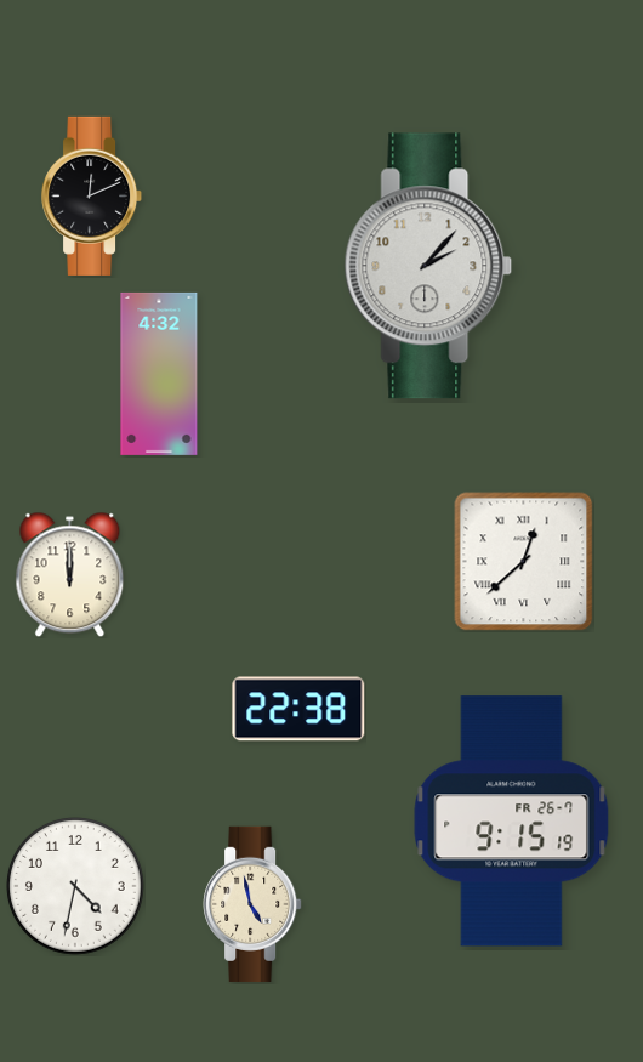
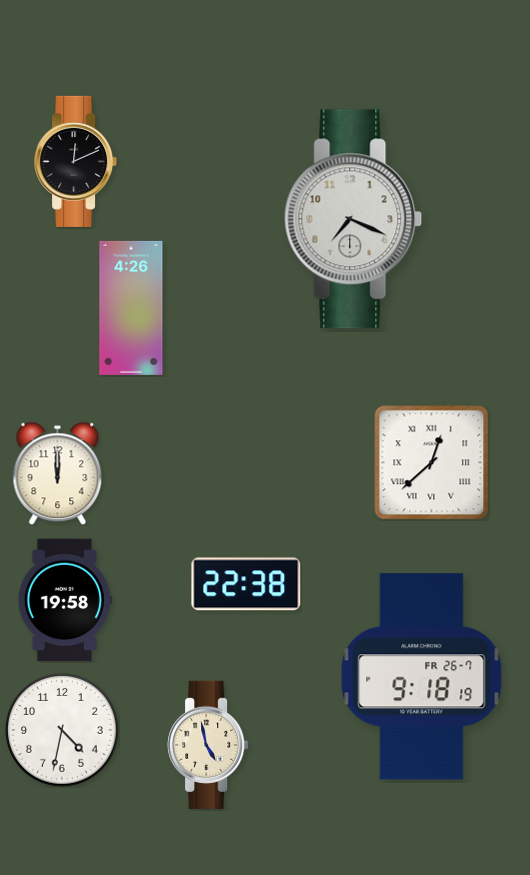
clock at (428, 266): 2:07 -> 7:19
clock at (159, 374): 4:32 -> 4:26
clock at (65, 600): none -> 19:58
clock at (512, 822): 9:15 -> 9:18
